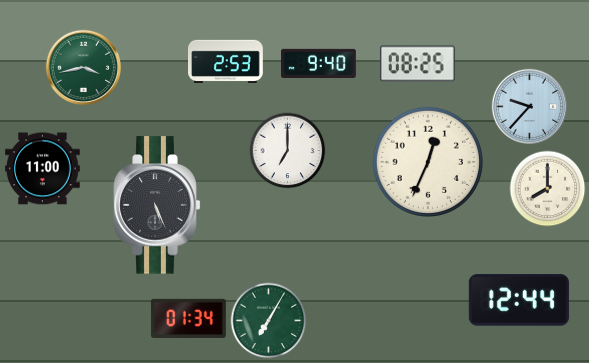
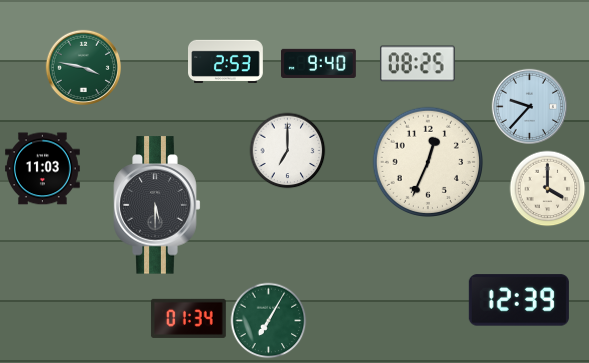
clock at (83, 67): 3:43 -> 3:47
clock at (43, 169): 11:00 -> 11:03
clock at (548, 189): 8:00 -> 4:00
clock at (157, 205): 5:26 -> 5:30
clock at (519, 300): 12:44 -> 12:39
